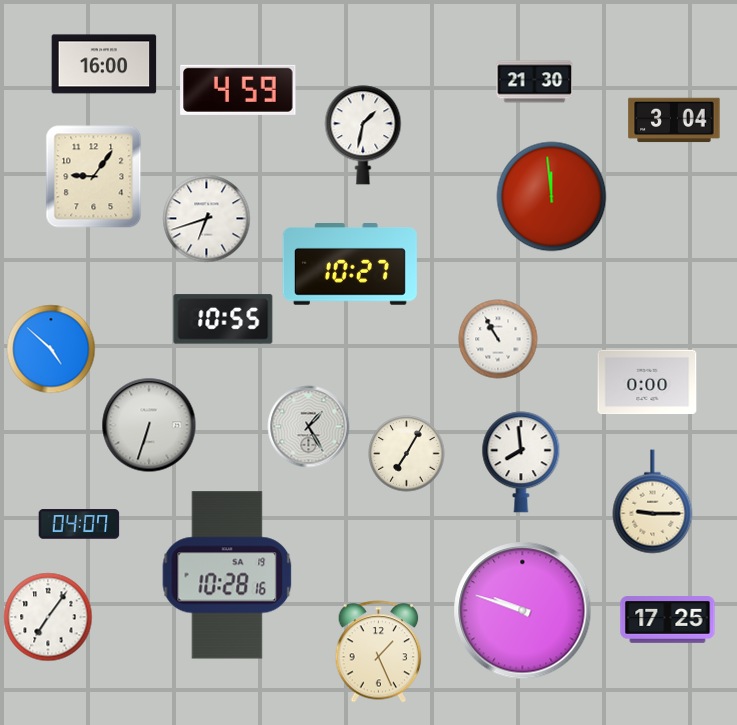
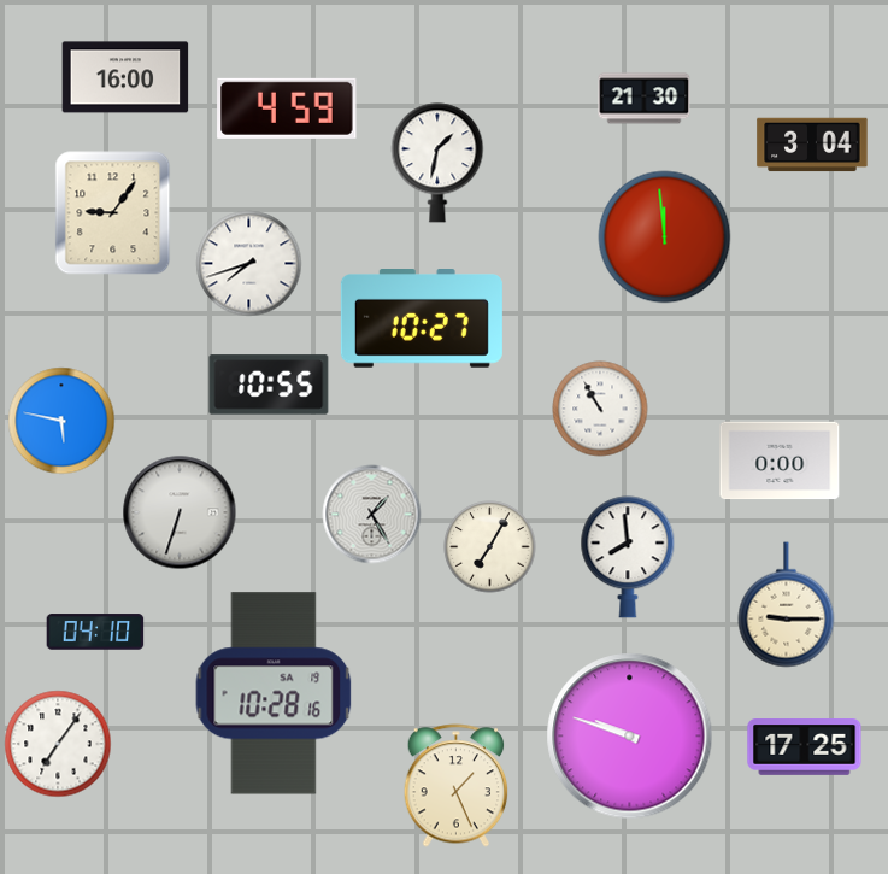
clock at (207, 219): 6:42 -> 7:42
clock at (51, 349): 4:52 -> 5:47
clock at (79, 524): 04:07 -> 04:10
